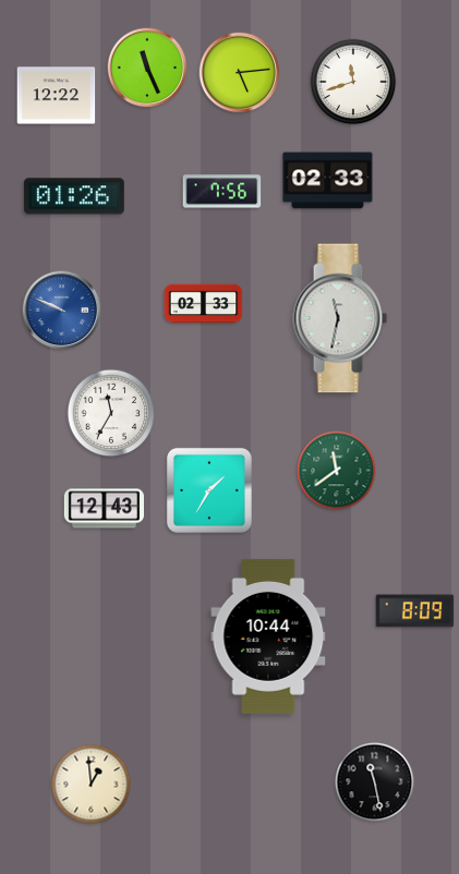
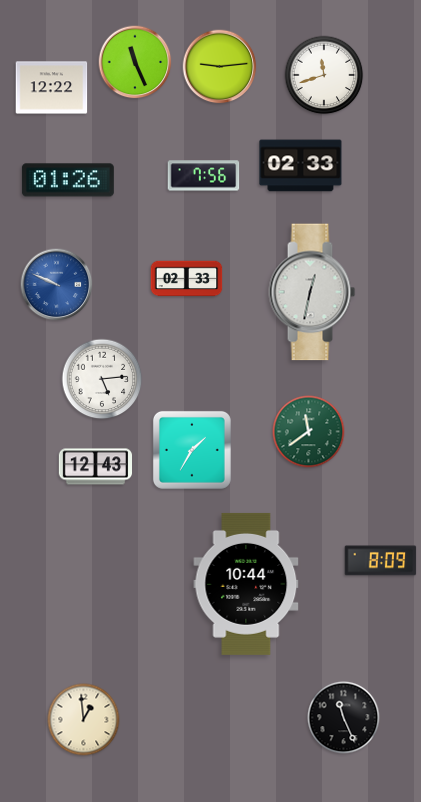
clock at (240, 73): 5:14 -> 9:14
clock at (340, 318): 11:32 -> 12:32
clock at (111, 413): 11:35 -> 5:14
clock at (375, 782): 11:28 -> 11:26
